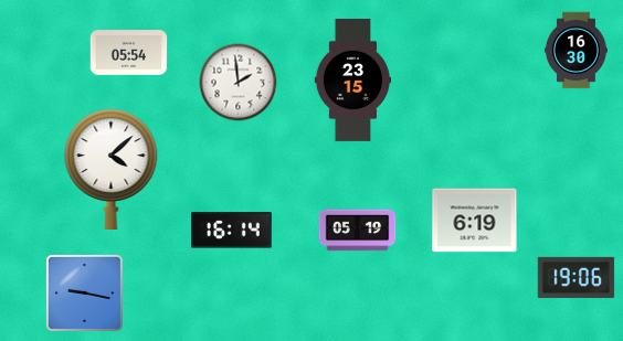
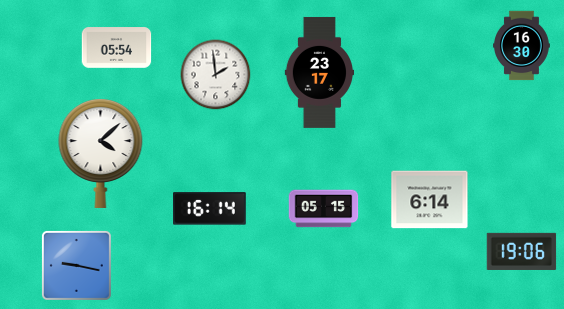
clock at (352, 79): 23:15 -> 23:17
clock at (475, 221): 6:19 -> 6:14
clock at (358, 231): 05:19 -> 05:15
